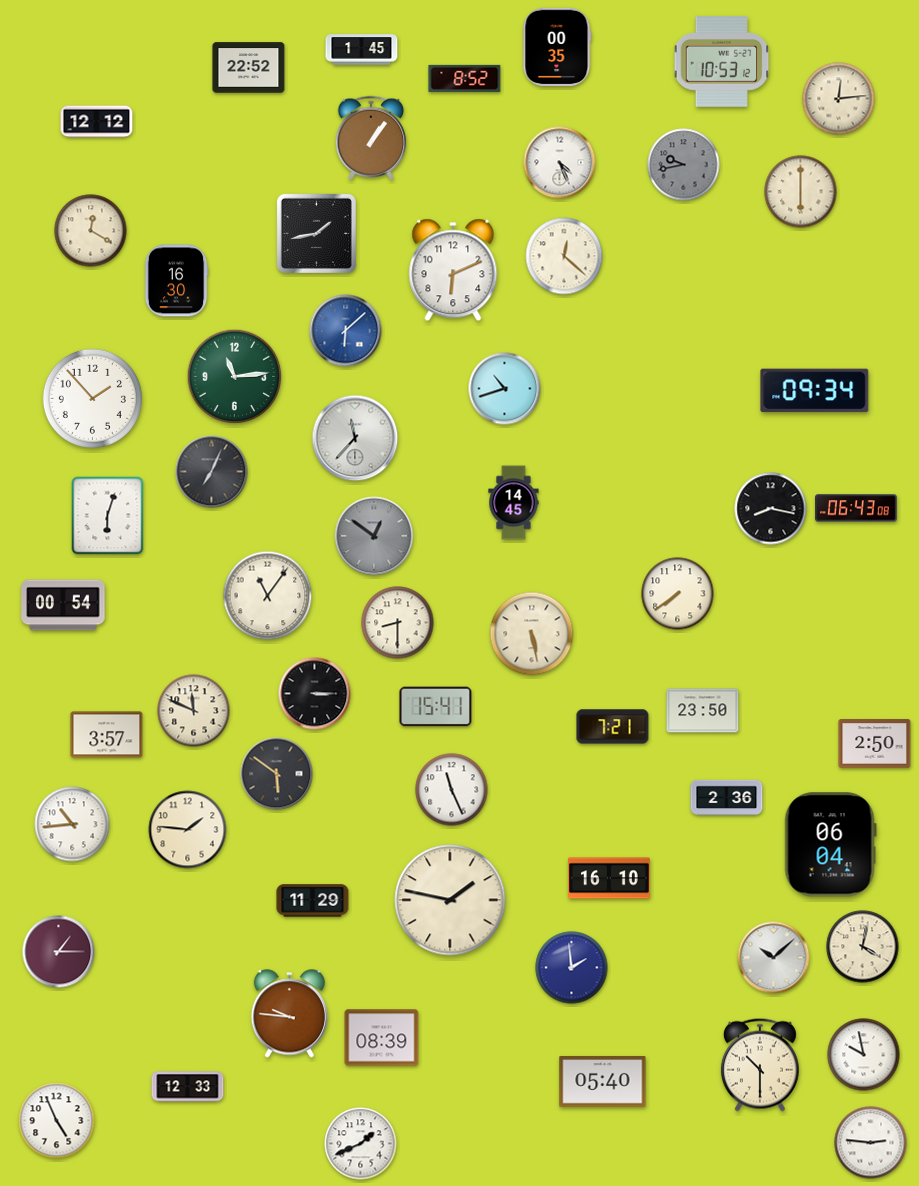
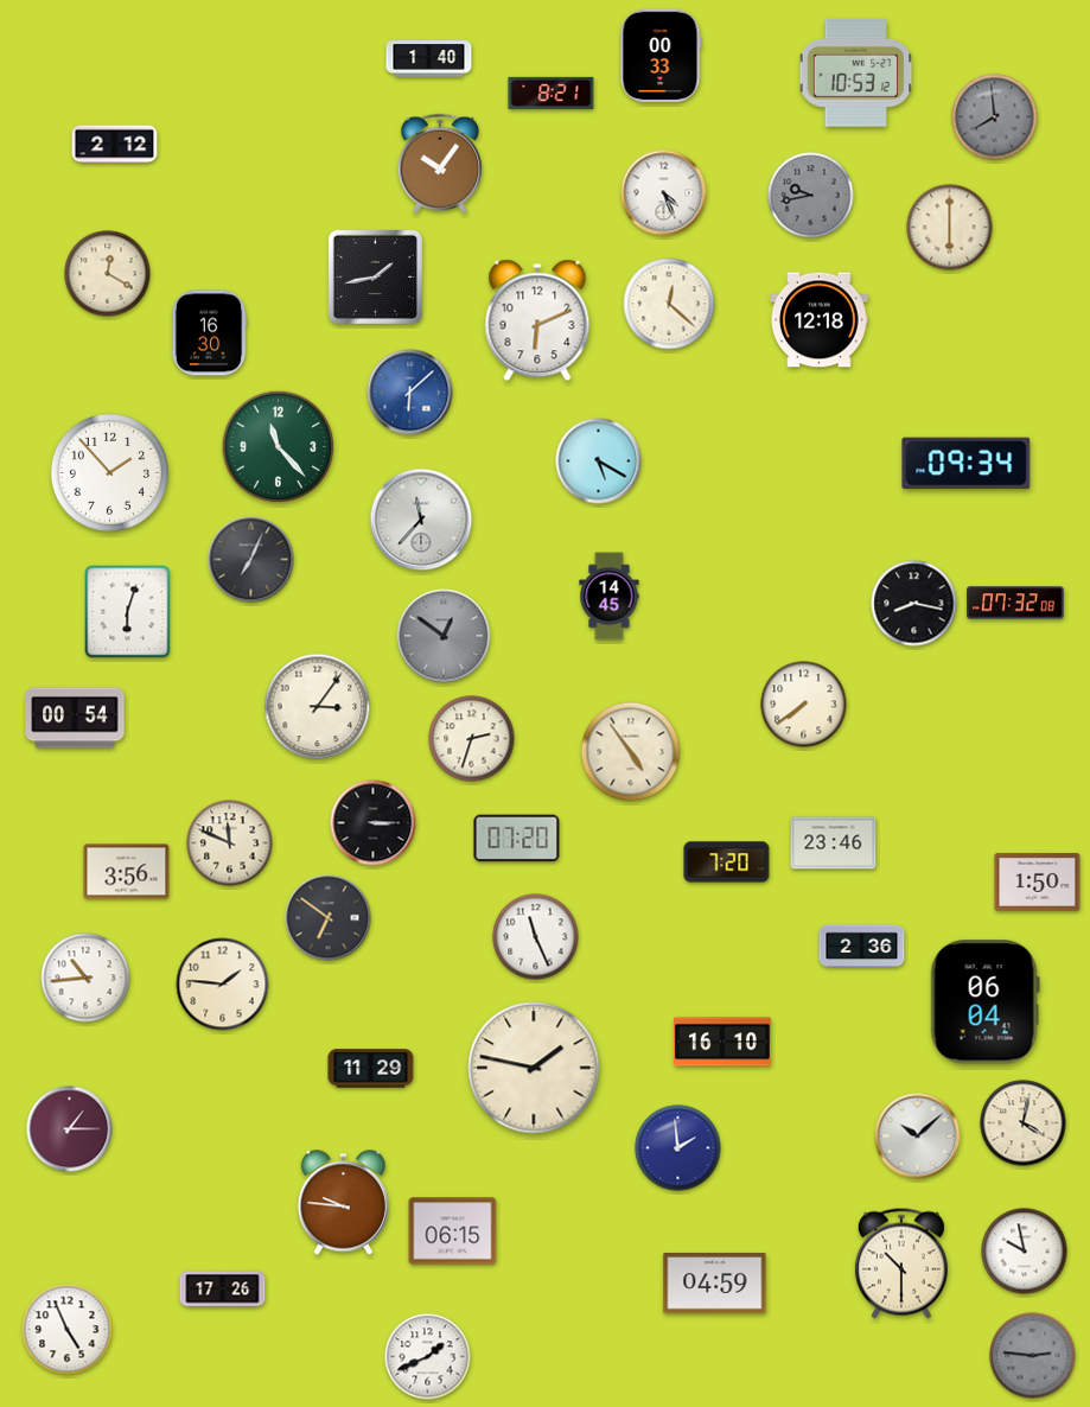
clock at (557, 46): 00:35 -> 00:33
clock at (362, 50): 1:45 -> 1:40
clock at (249, 68): 22:52 -> none
clock at (465, 78): 8:52 -> 8:21
clock at (839, 99): 12:14 -> 7:59
clock at (839, 99) dial: cream -> grey
clock at (97, 122): 12:12 -> 2:12
clock at (371, 137): 1:06 -> 10:06
clock at (820, 320): none -> 12:18
clock at (235, 377): 11:14 -> 11:23
clock at (505, 389): 10:42 -> 5:20
clock at (856, 508): 06:43 -> 07:32
clock at (268, 596): 11:06 -> 3:06
clock at (398, 623): 8:30 -> 2:33
clock at (532, 634): 5:28 -> 4:54
clock at (436, 707): 15:41 -> 07:20
clock at (703, 711): 23:50 -> 23:46
clock at (613, 727): 7:21 -> 7:20
clock at (107, 735): 3:57 -> 3:56
clock at (875, 744): 2:50 -> 1:50
clock at (277, 774): 5:51 -> 6:51
clock at (382, 1038): 08:39 -> 06:15
clock at (603, 1082): 05:40 -> 04:59
clock at (188, 1087): 12:33 -> 17:26
clock at (871, 1143) dial: white -> grey
